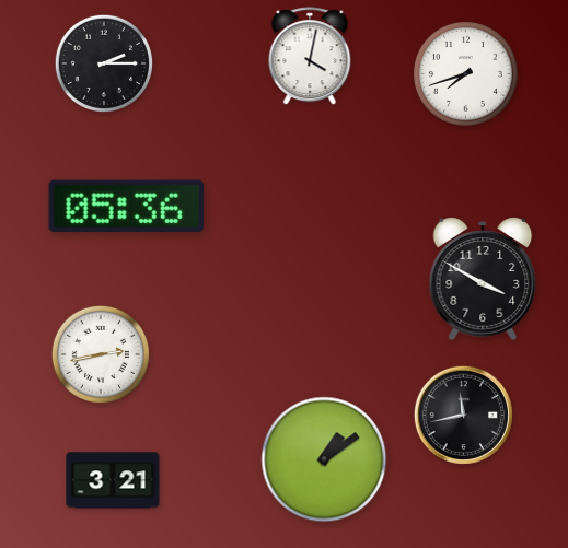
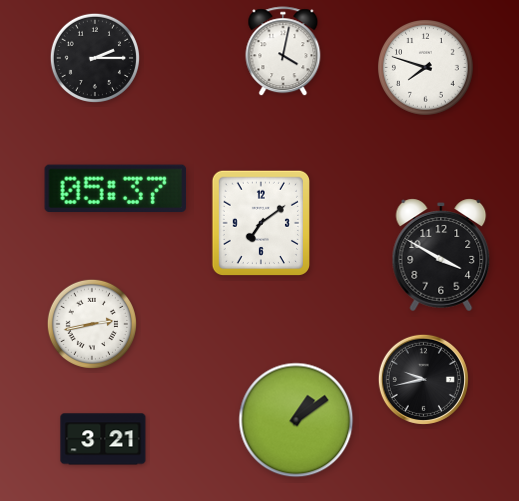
clock at (466, 74): 7:42 -> 7:48
clock at (127, 207): 05:36 -> 05:37
clock at (260, 222): none -> 7:09
clock at (463, 415): 11:43 -> 9:43
